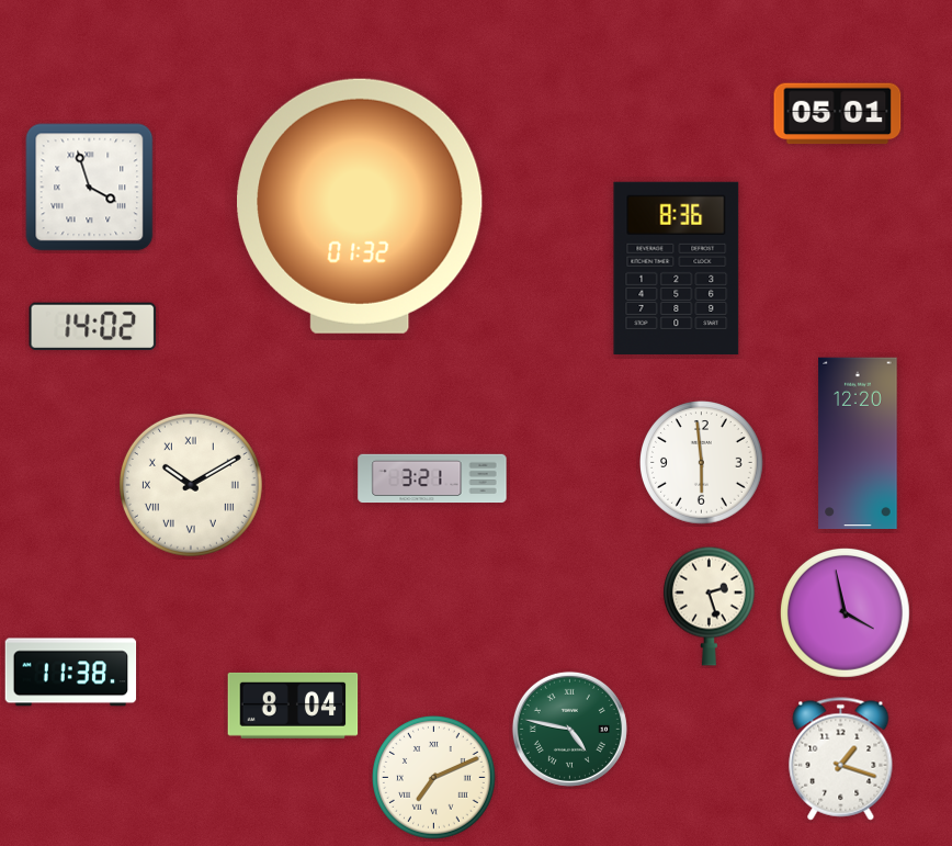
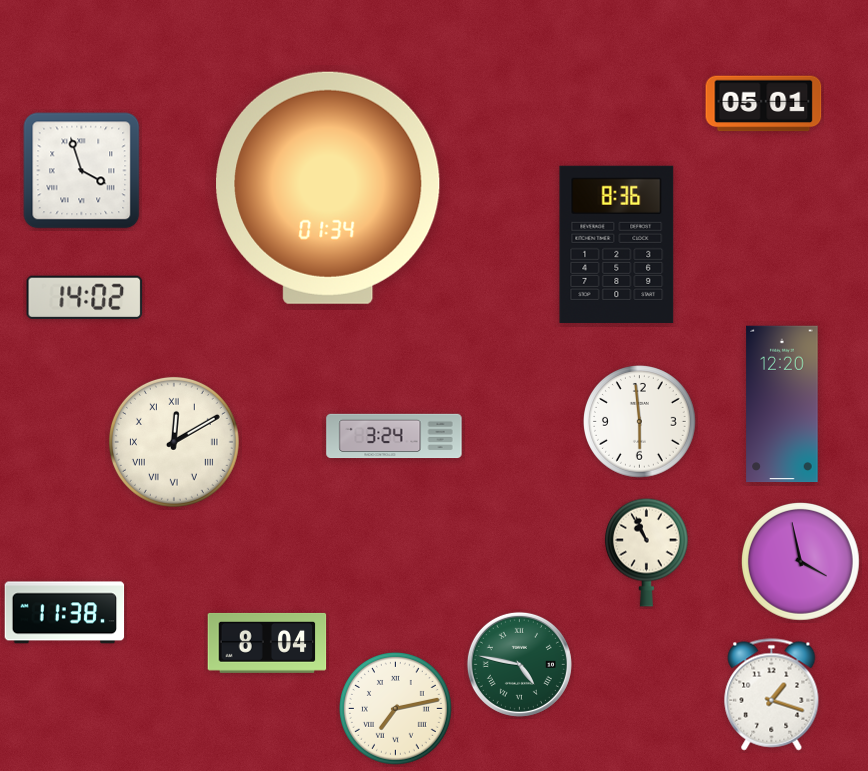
clock at (360, 206): 01:32 -> 01:34
clock at (432, 478): 3:21 -> 3:24
clock at (191, 485): 10:10 -> 12:10
clock at (710, 606): 2:27 -> 10:56
clock at (846, 613) position: (846, 613) -> (801, 562)
clock at (841, 759) position: (841, 759) -> (772, 695)
clock at (434, 778): 7:11 -> 7:13
